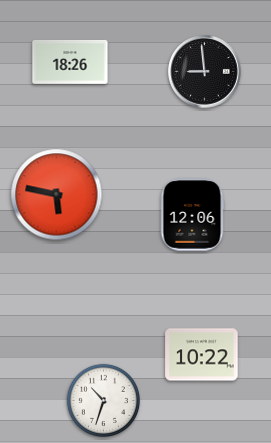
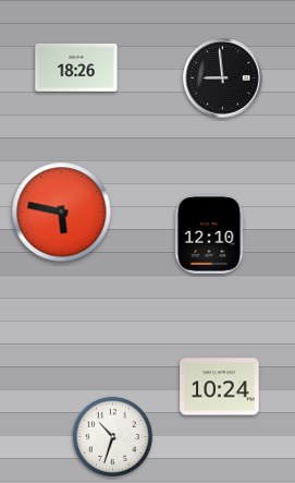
clock at (192, 215): 12:06 -> 12:10
clock at (202, 355): 10:22 -> 10:24
